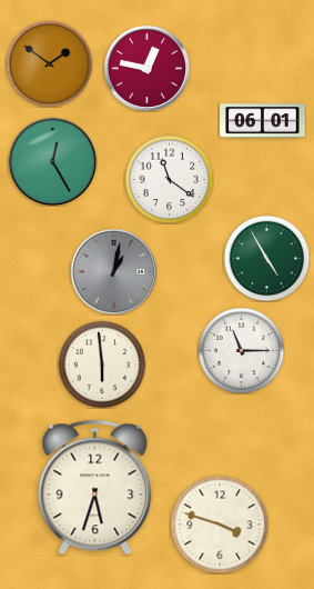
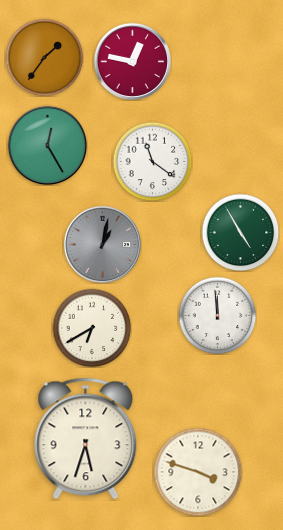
clock at (49, 63): 1:51 -> 1:36
clock at (263, 121): 06:01 -> none
clock at (241, 350): 11:15 -> 11:59
clock at (102, 365): 5:59 -> 6:40
